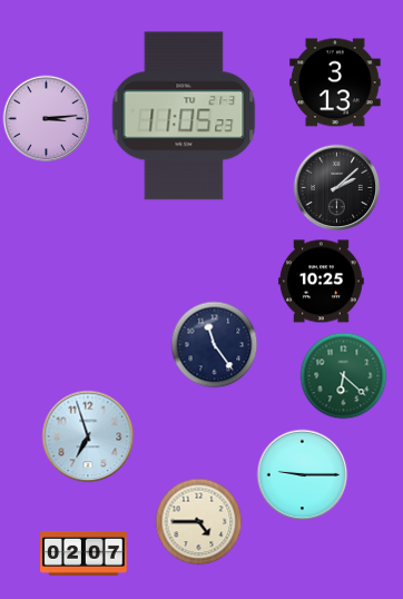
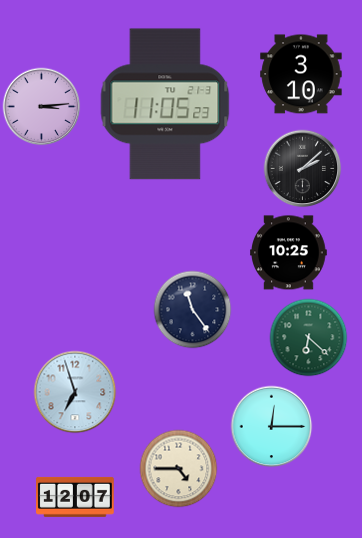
clock at (335, 82): 3:13 -> 3:10
clock at (88, 436) position: (88, 436) -> (75, 392)
clock at (302, 474): 9:15 -> 12:15
clock at (85, 553): 02:07 -> 12:07
